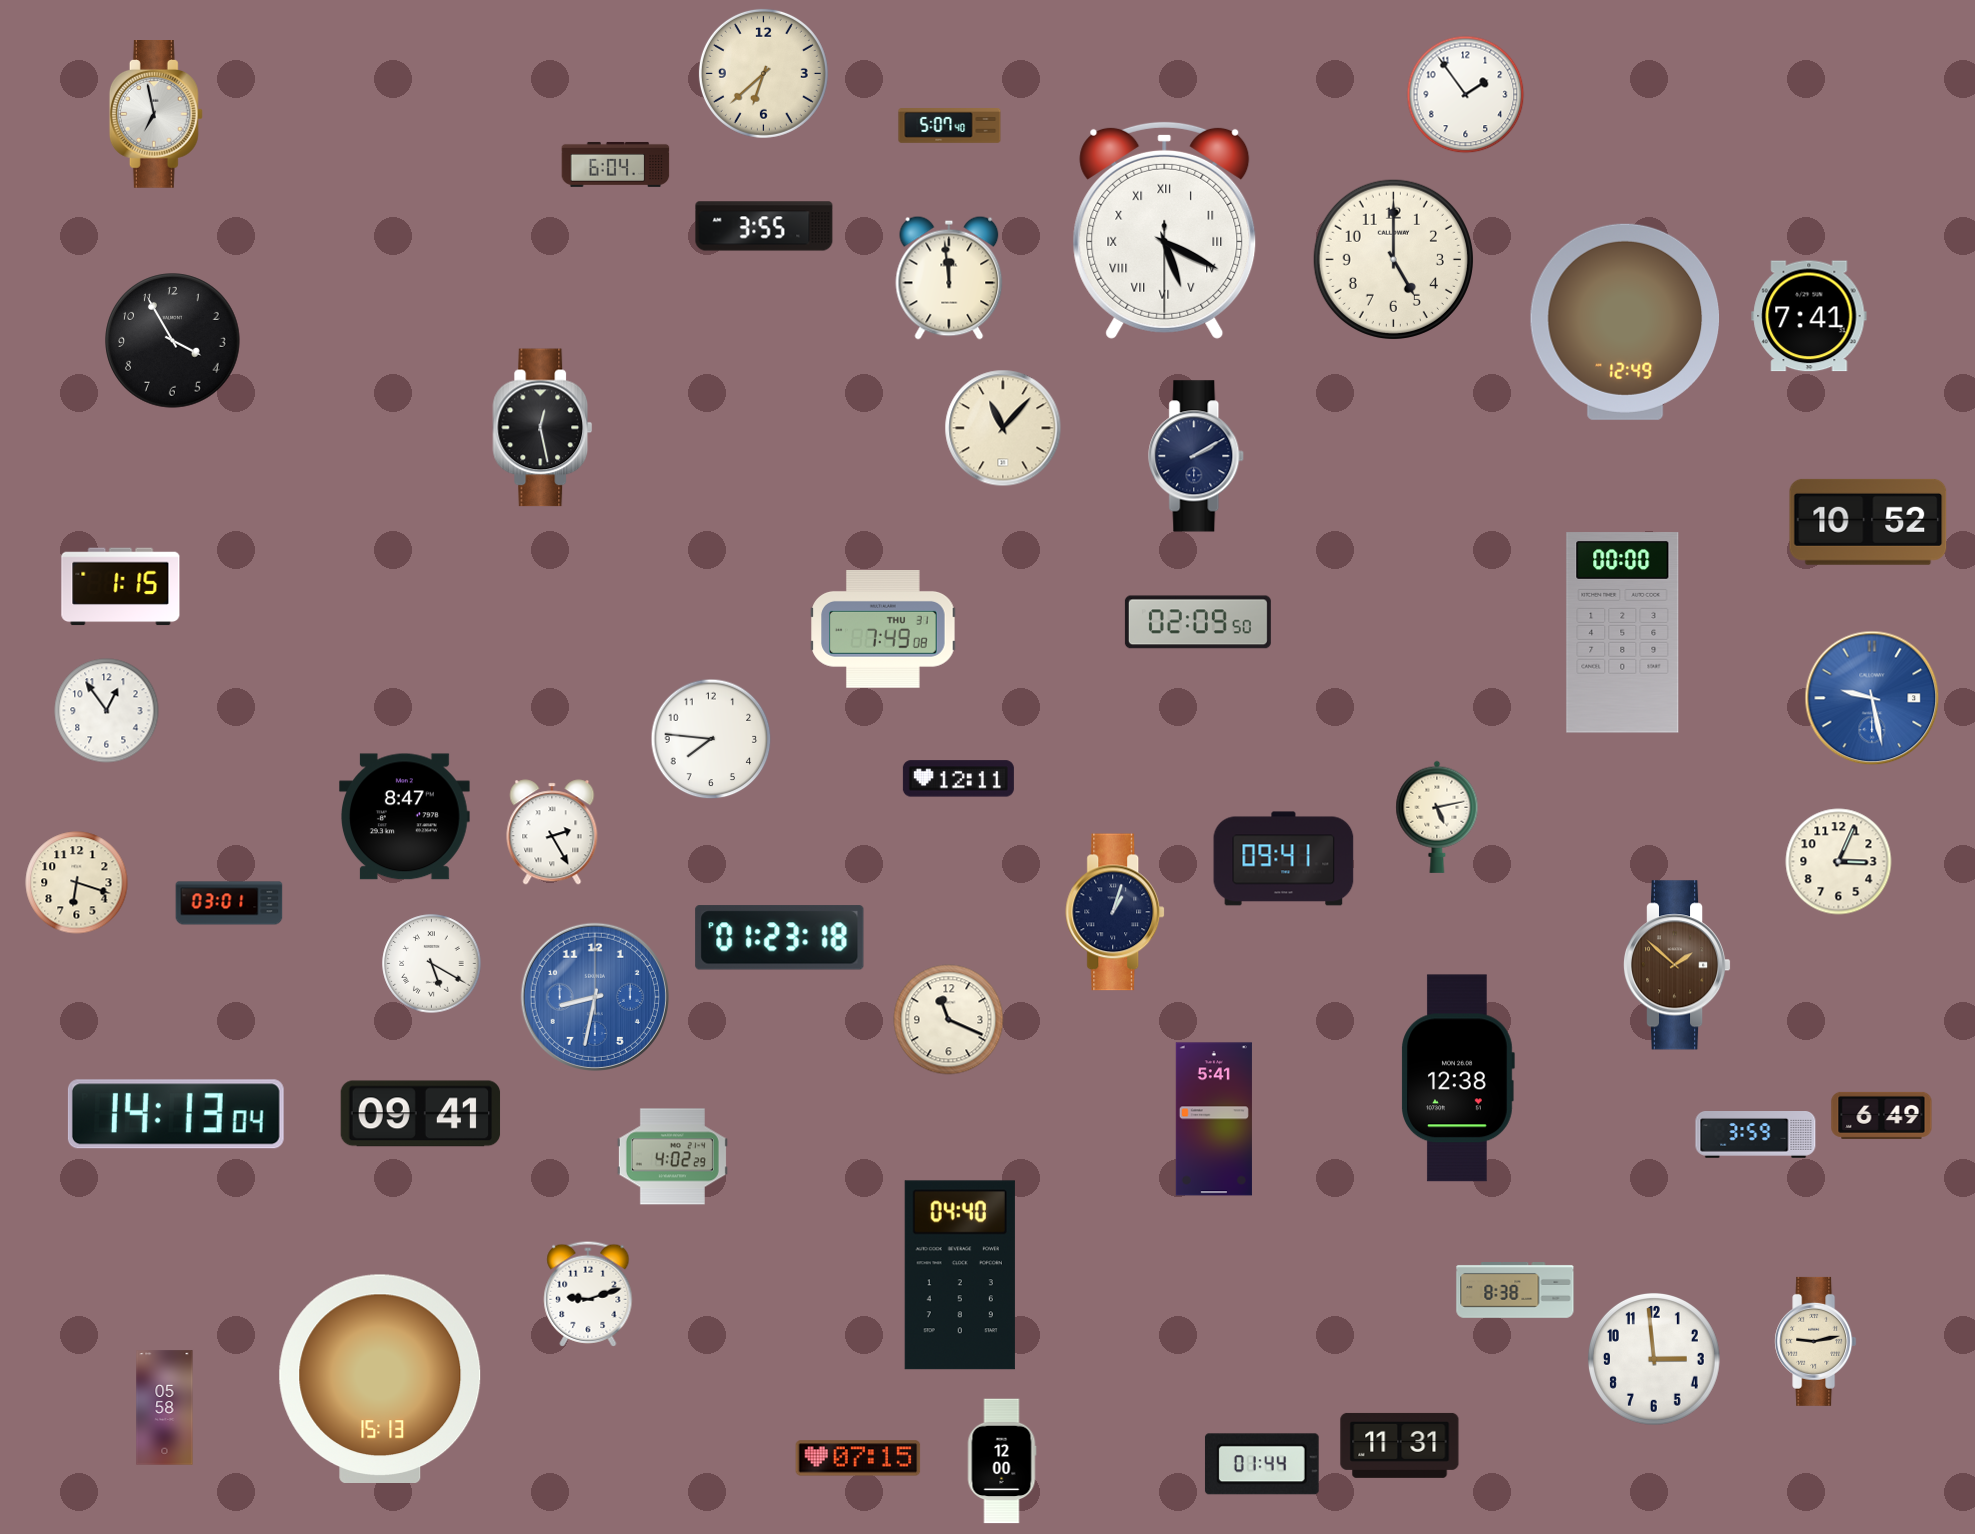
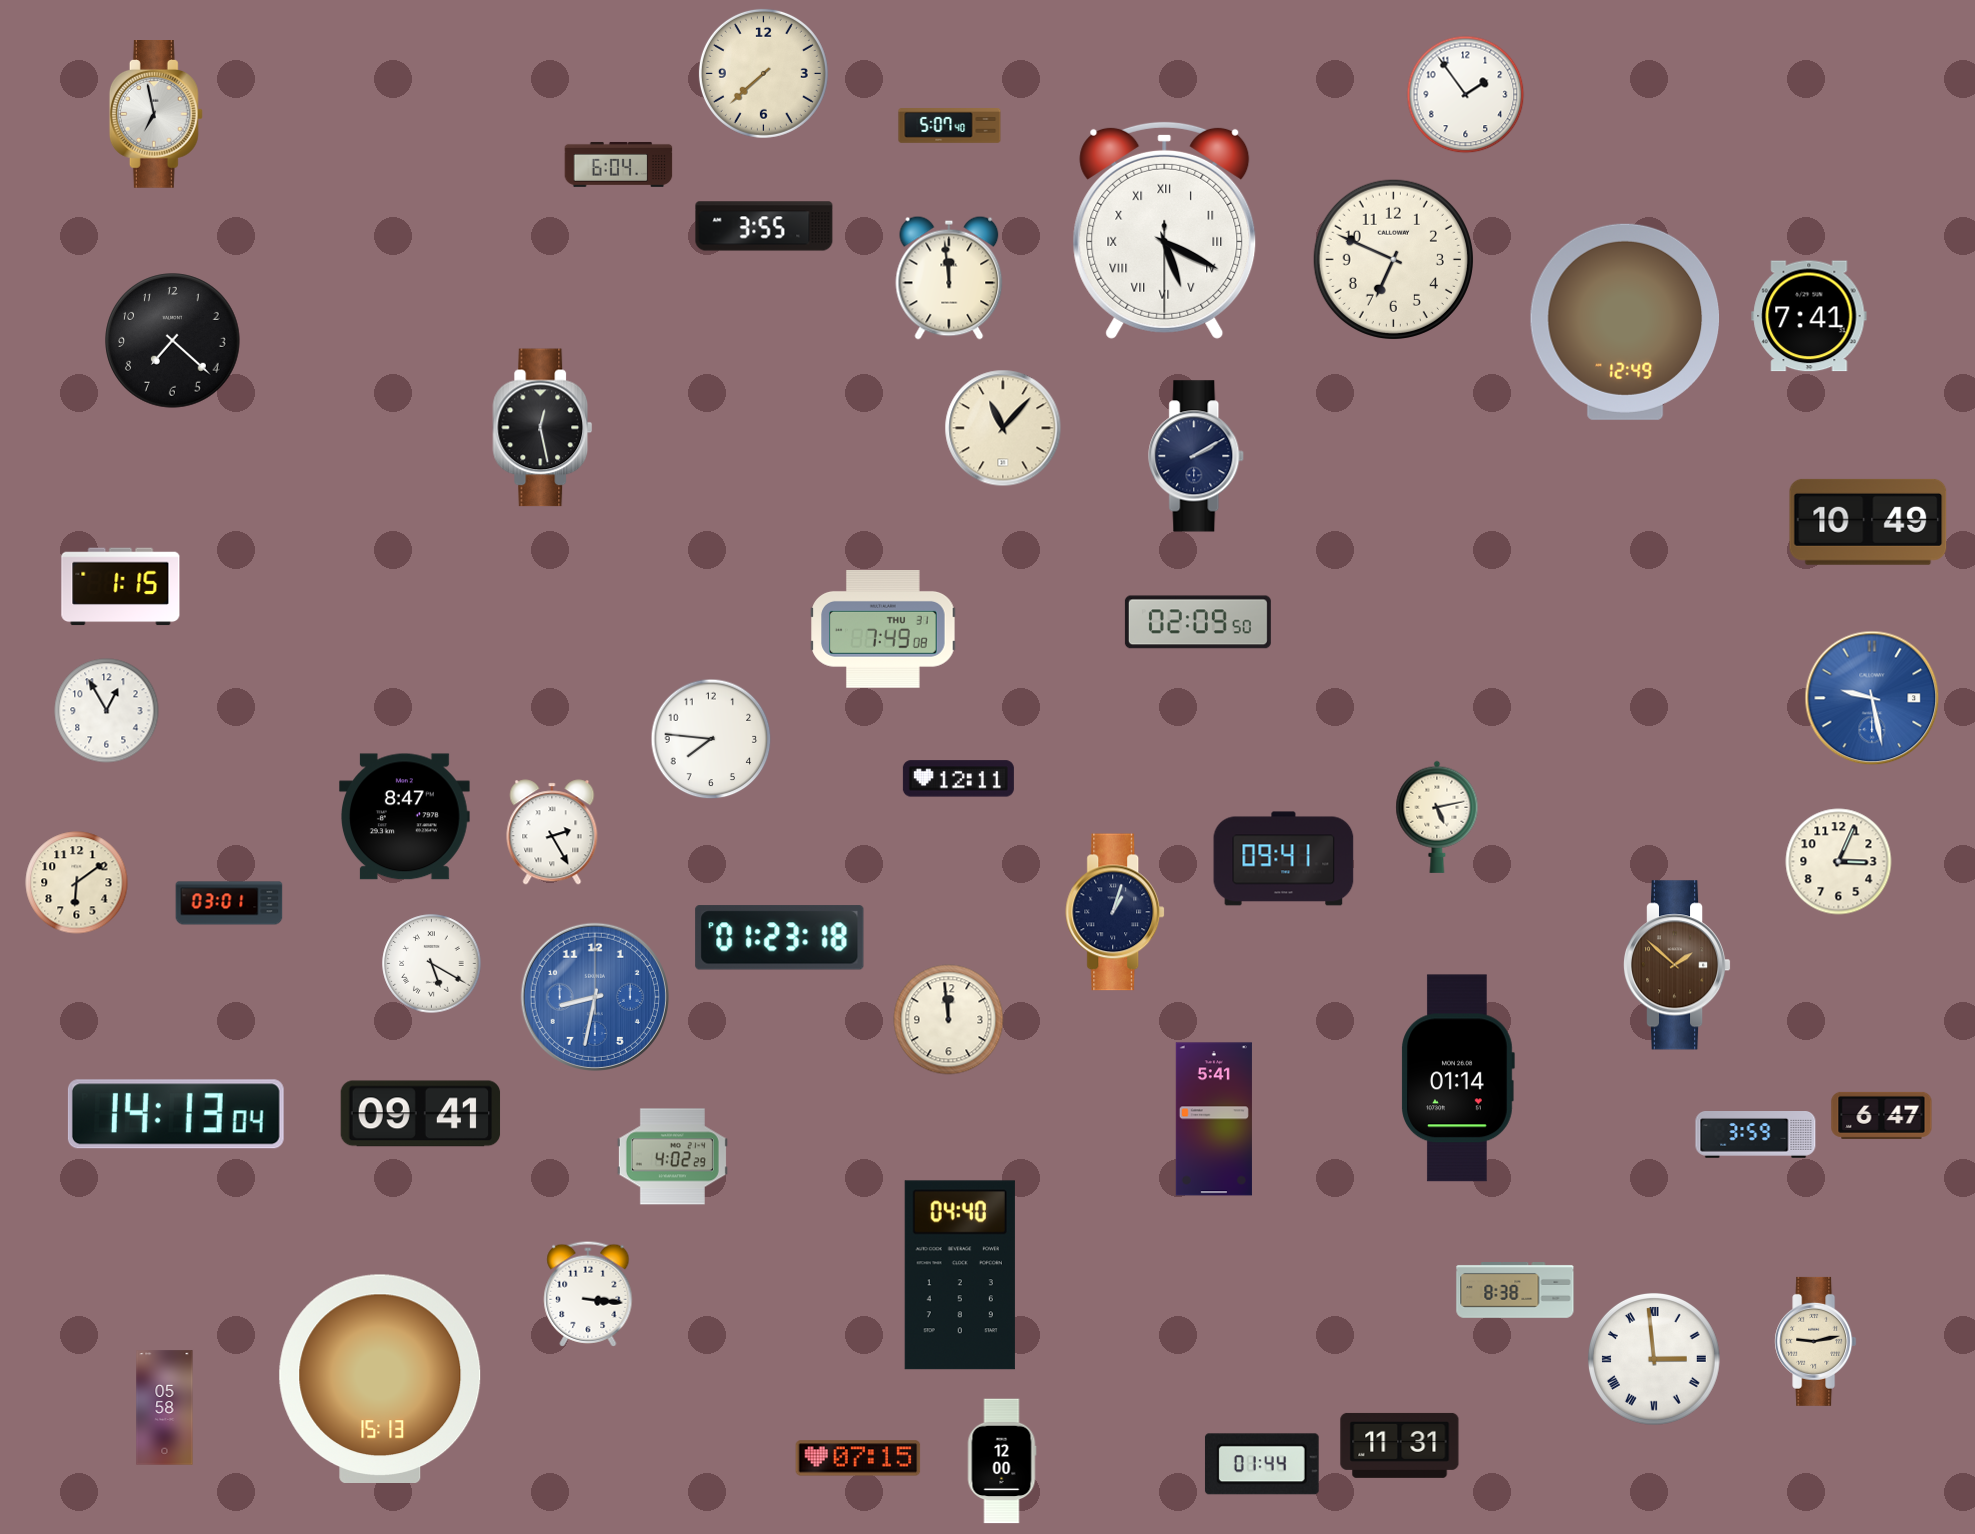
clock at (763, 73): 6:38 -> 7:38
clock at (616, 164) position: (616, 164) -> (619, 164)
clock at (1393, 259): 5:00 -> 6:49
clock at (173, 341): 3:55 -> 7:22
clock at (1868, 522): 10:52 -> 10:49
clock at (1623, 633): 00:00 -> none
clock at (107, 711): 12:54 -> 12:55
clock at (77, 883): 6:18 -> 6:09
clock at (949, 1020): 11:19 -> 11:59
clock at (1458, 1078): 12:38 -> 01:14
clock at (1882, 1115): 6:49 -> 6:47
clock at (588, 1294): 9:12 -> 3:16
clock at (1654, 1359) numerals: Arabic -> Roman
